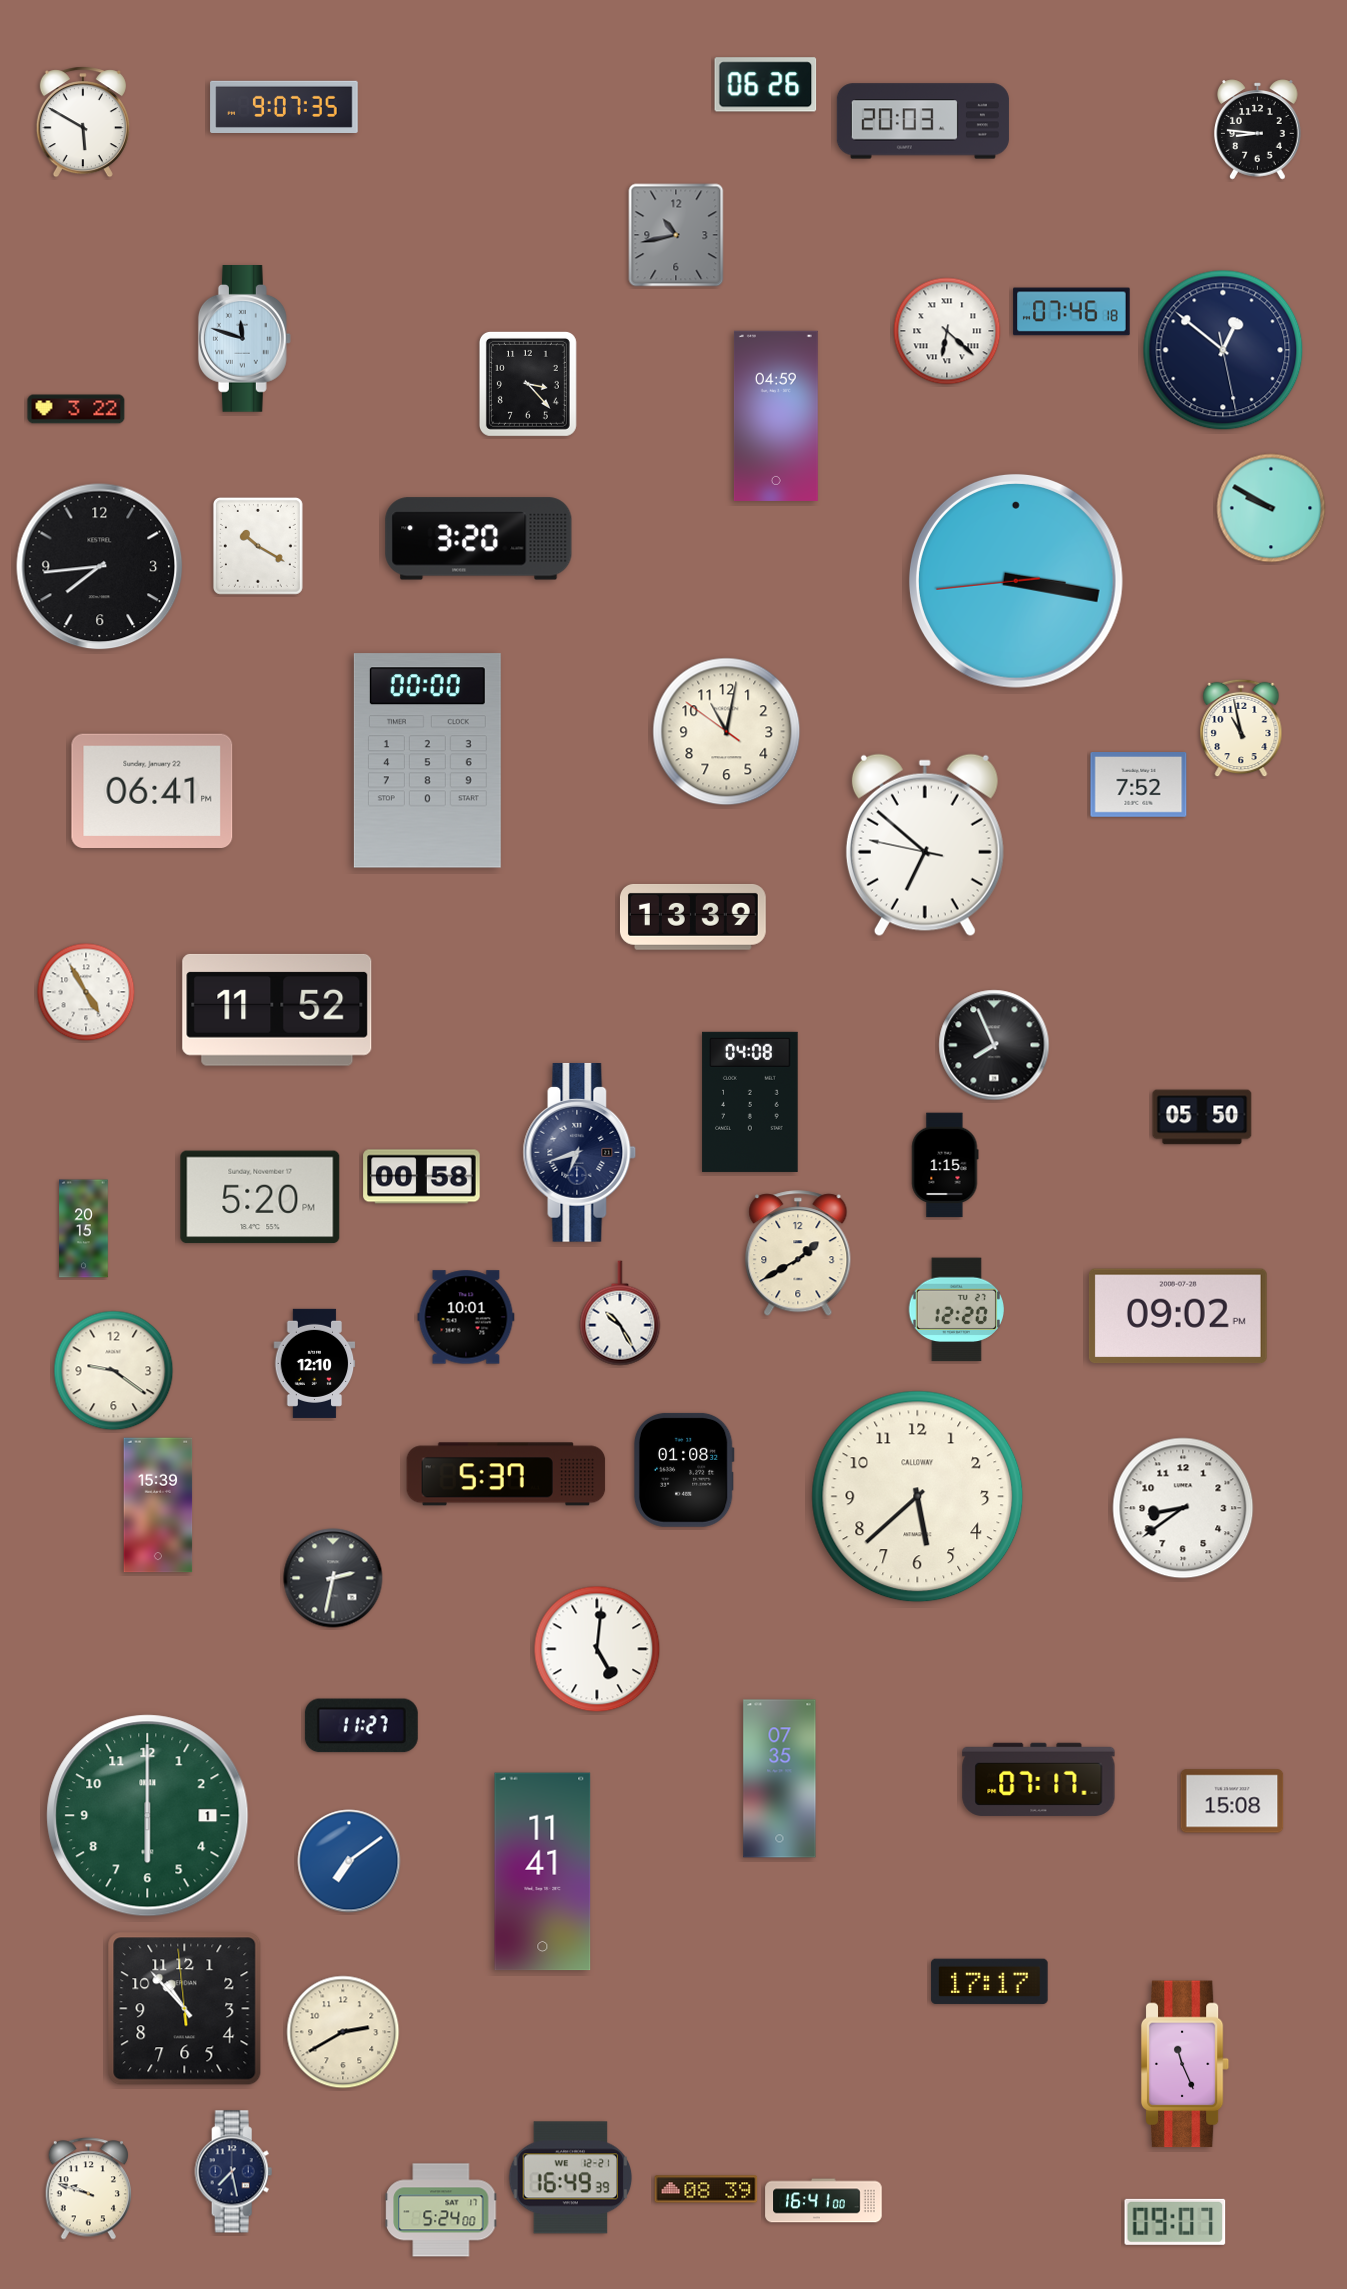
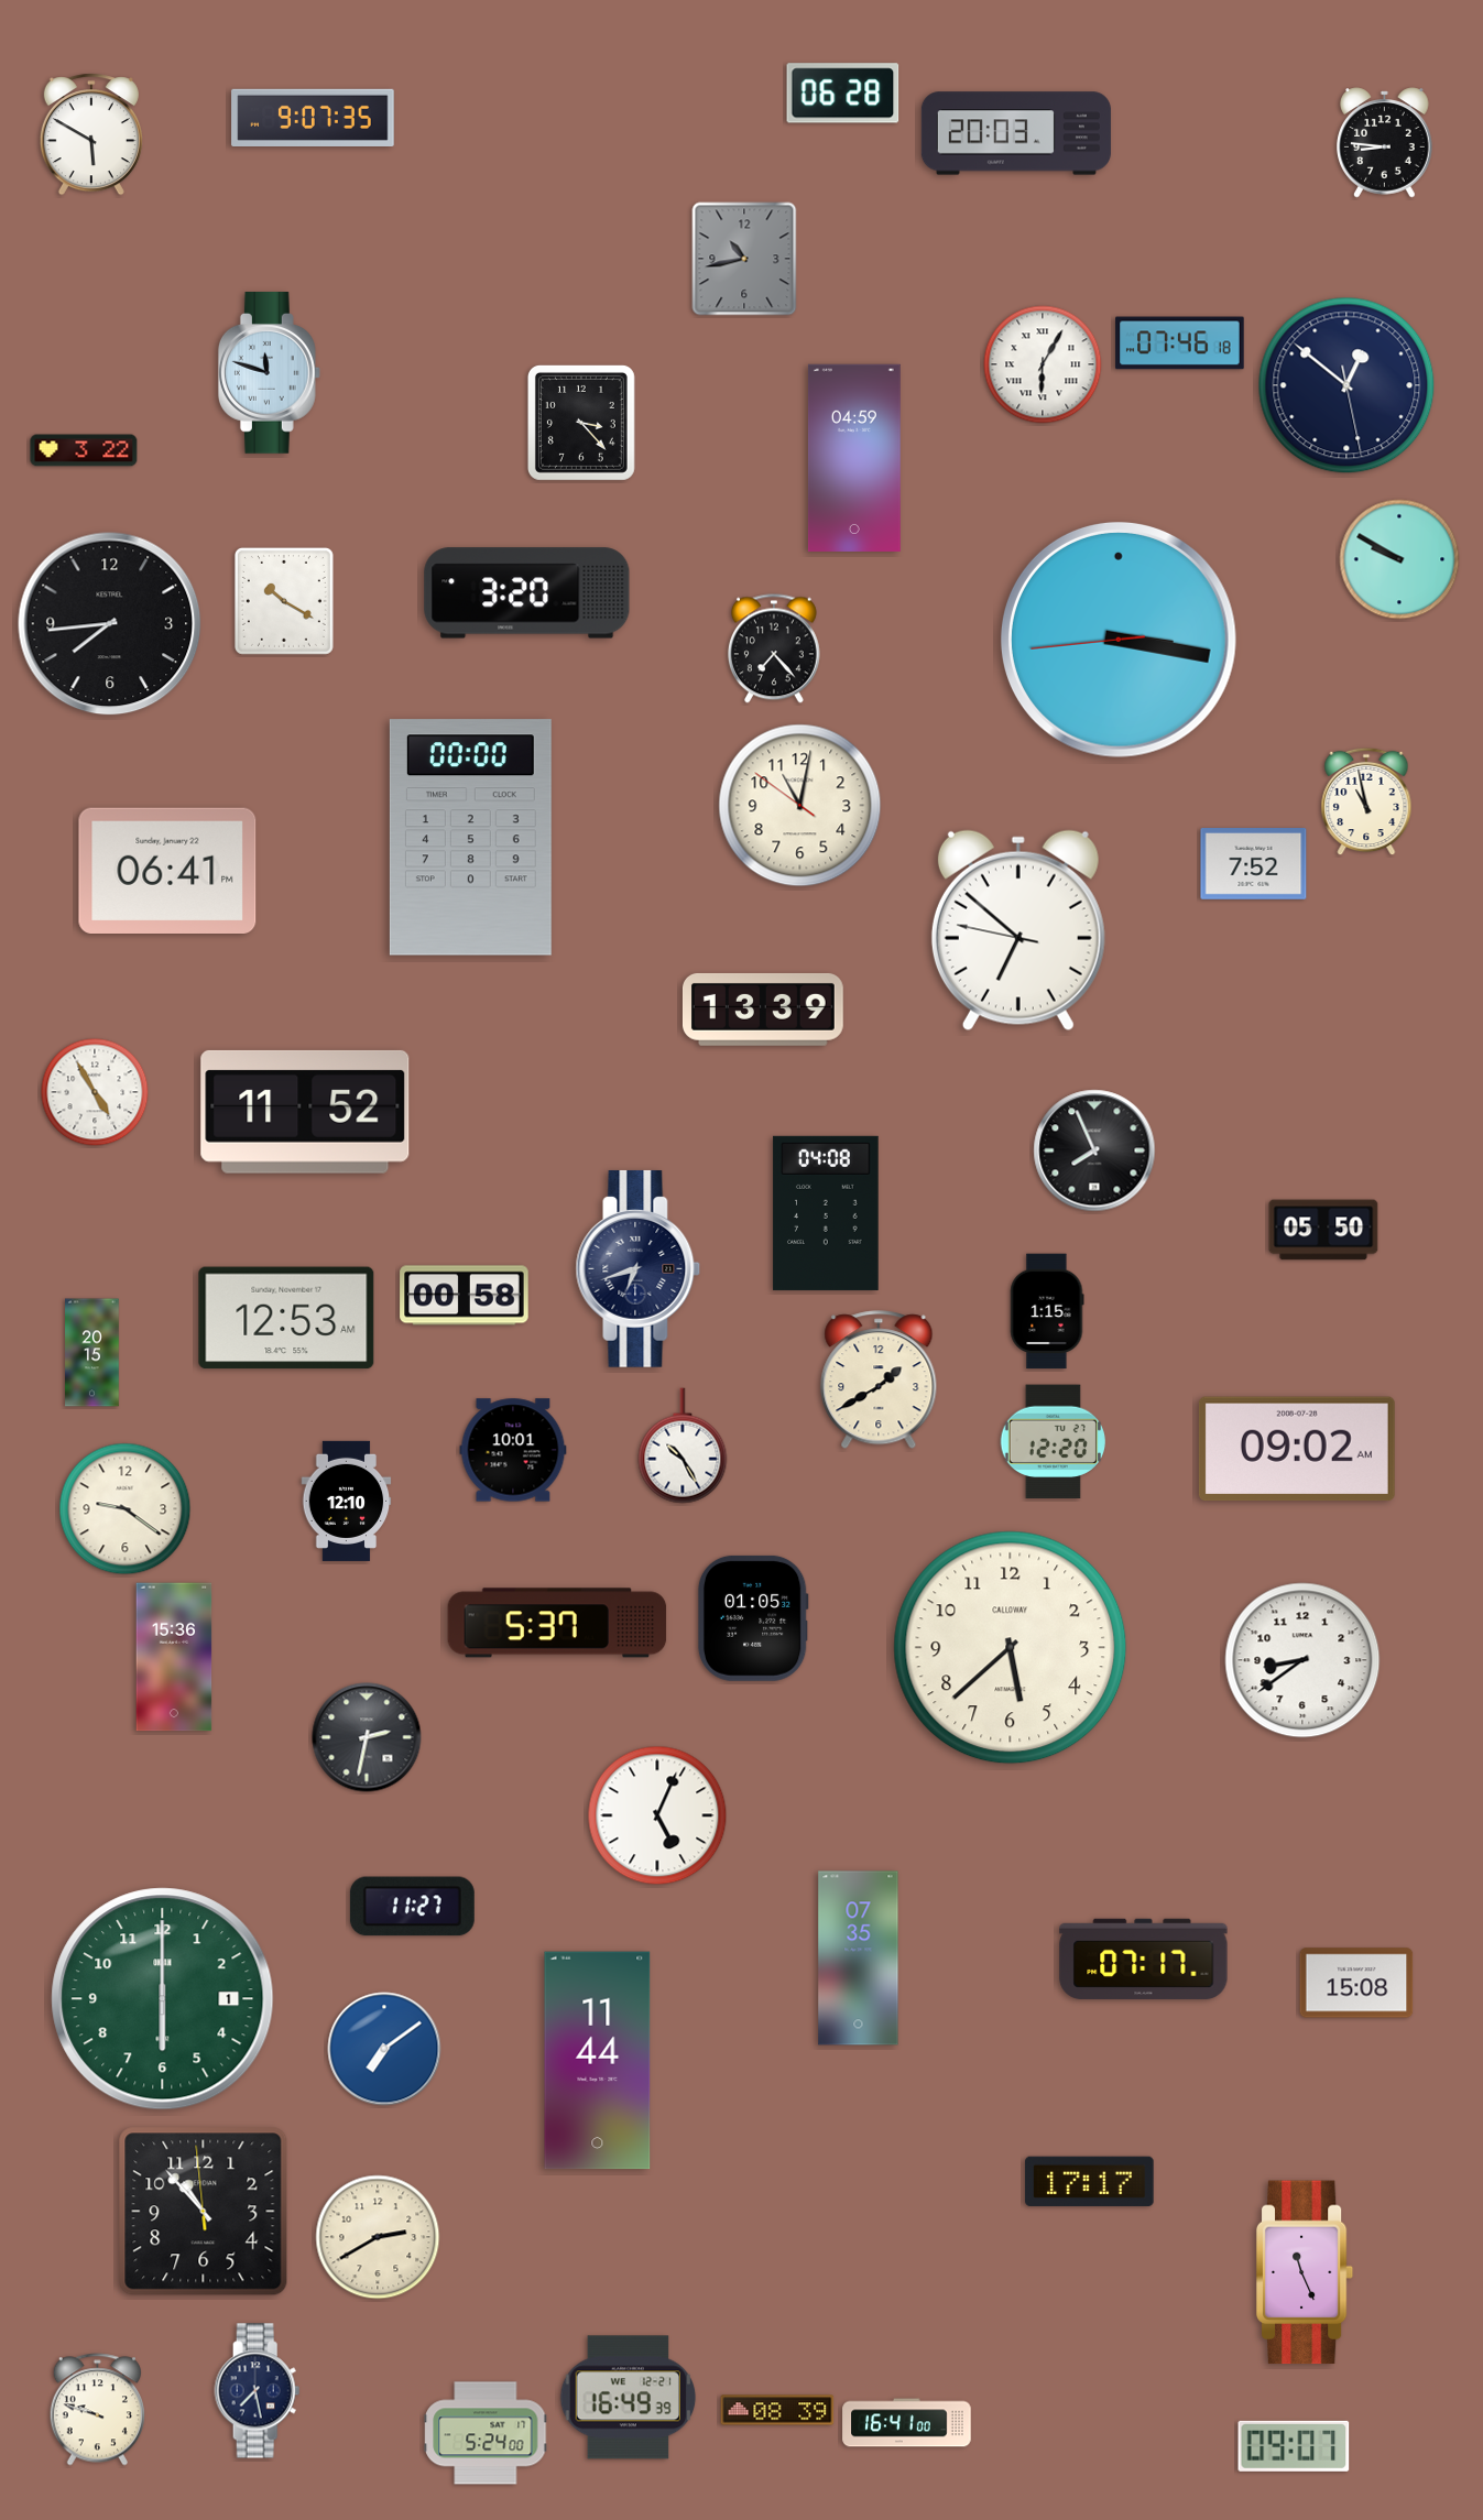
clock at (766, 85): 06:26 -> 06:28
clock at (947, 331): 6:22 -> 6:05
clock at (774, 648): none -> 7:23
clock at (945, 1165) position: (945, 1165) -> (1047, 1311)
clock at (260, 1197): 5:20 -> 12:53
clock at (1178, 1316): 09:02 PM -> 09:02 AM
clock at (684, 1470): 01:08 -> 01:05
clock at (158, 1505): 15:39 -> 15:36
clock at (597, 1649): 5:01 -> 5:04
clock at (361, 1726) position: (361, 1726) -> (412, 1907)
clock at (543, 1872): 11:41 -> 11:44
